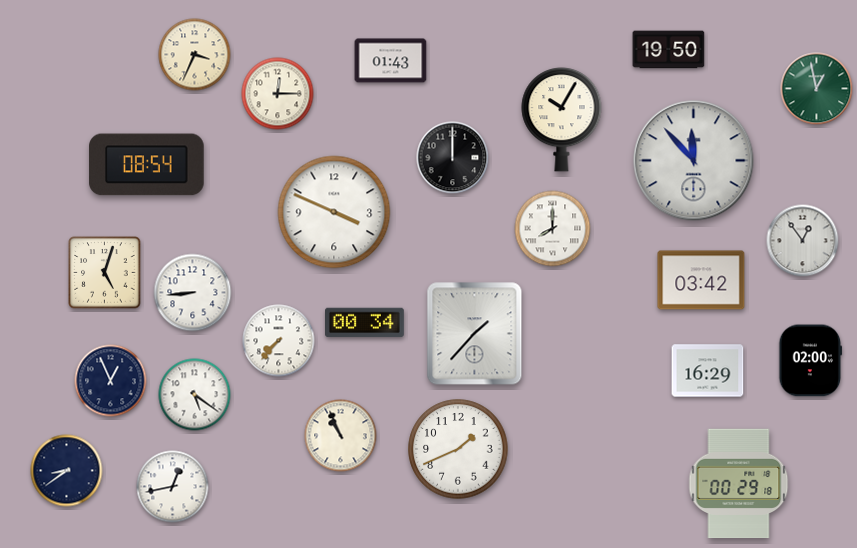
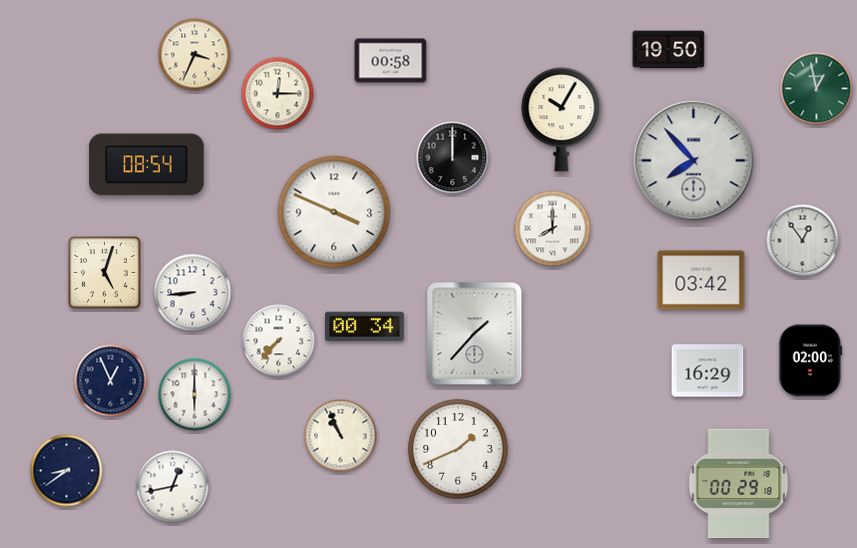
clock at (391, 61): 01:43 -> 00:58
clock at (694, 161): 11:53 -> 7:53
clock at (365, 323) position: (365, 323) -> (365, 327)
clock at (195, 395): 5:21 -> 6:00
